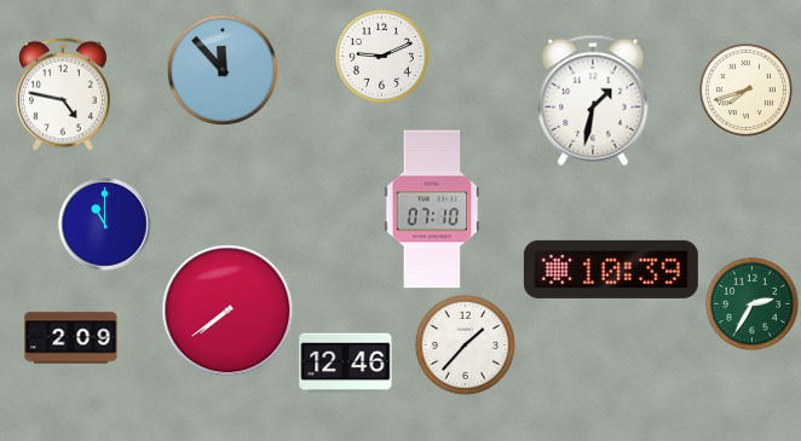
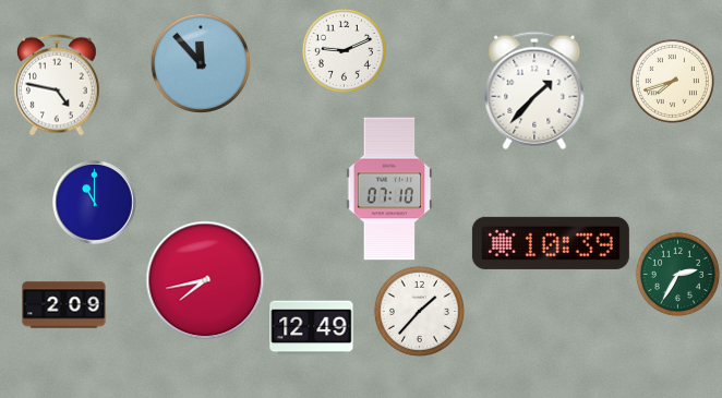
clock at (593, 100): 1:32 -> 1:37
clock at (227, 311): 7:39 -> 7:43
clock at (346, 364): 12:46 -> 12:49
